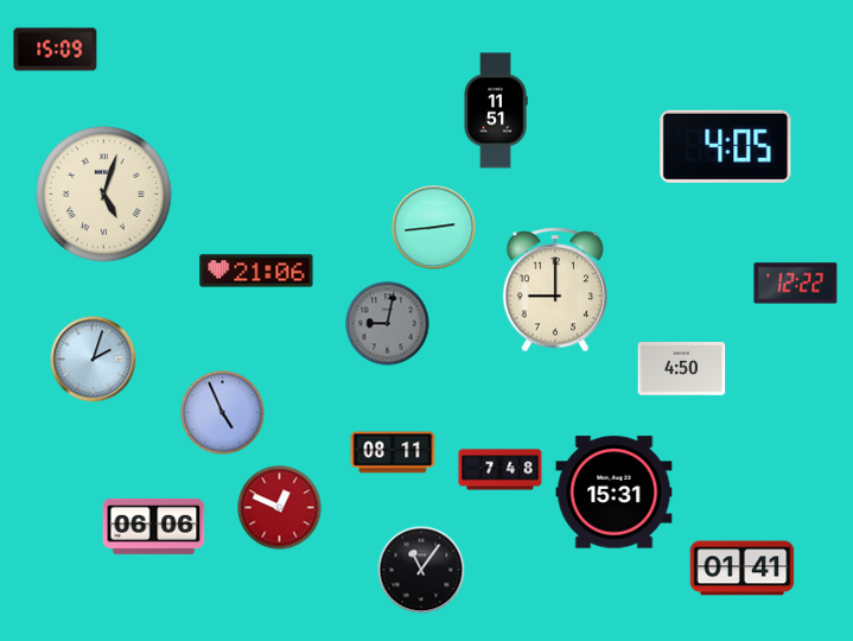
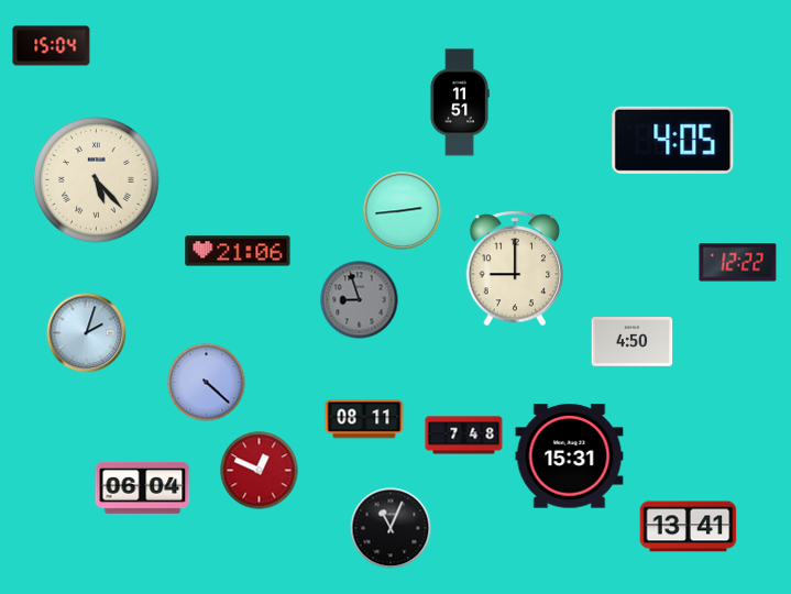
clock at (56, 50): 15:09 -> 15:04
clock at (726, 146) position: (726, 146) -> (673, 140)
clock at (104, 195): 5:03 -> 5:23
clock at (388, 324): 9:02 -> 8:57
clock at (223, 413): 4:56 -> 4:22
clock at (154, 526): 06:06 -> 06:04
clock at (743, 569): 01:41 -> 13:41
clock at (421, 570): 11:06 -> 11:04
